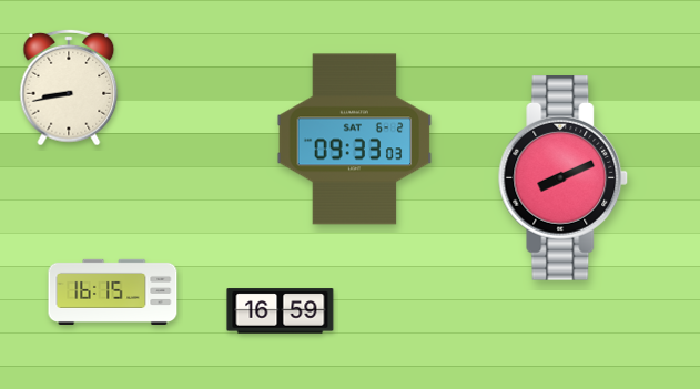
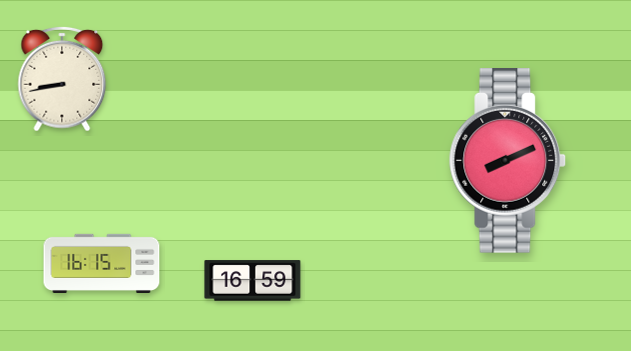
clock at (355, 140): 09:33 -> none
